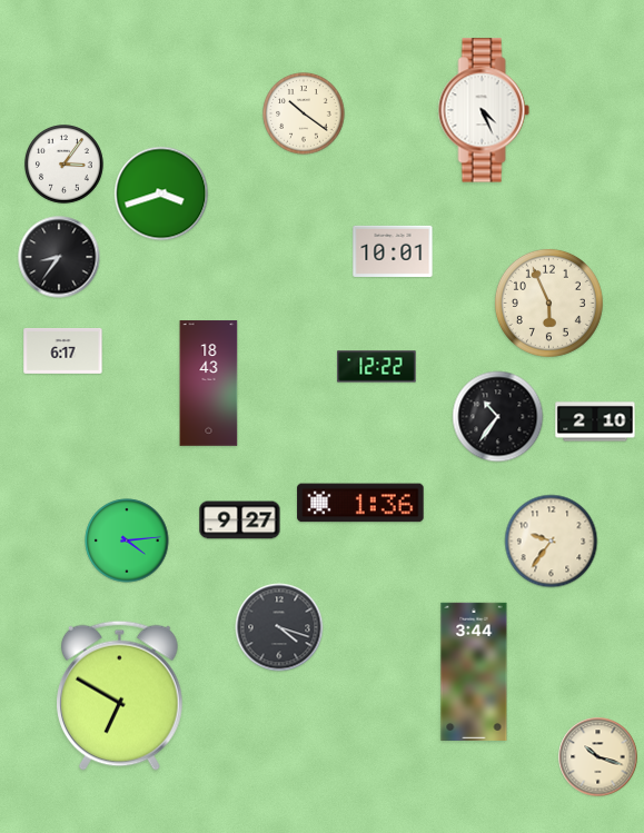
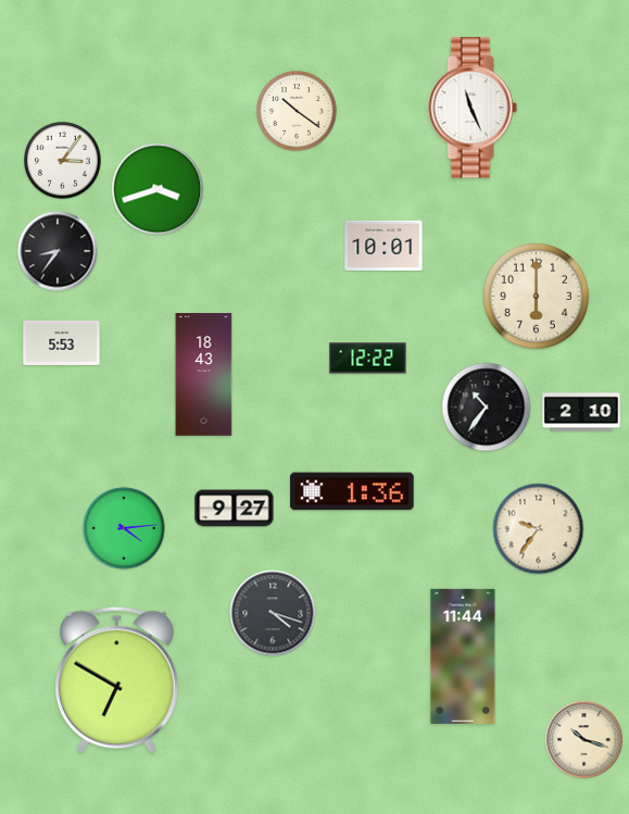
clock at (484, 110): 4:26 -> 11:26
clock at (548, 303): 5:56 -> 6:00
clock at (63, 350): 6:17 -> 5:53
clock at (474, 671): 3:44 -> 11:44
